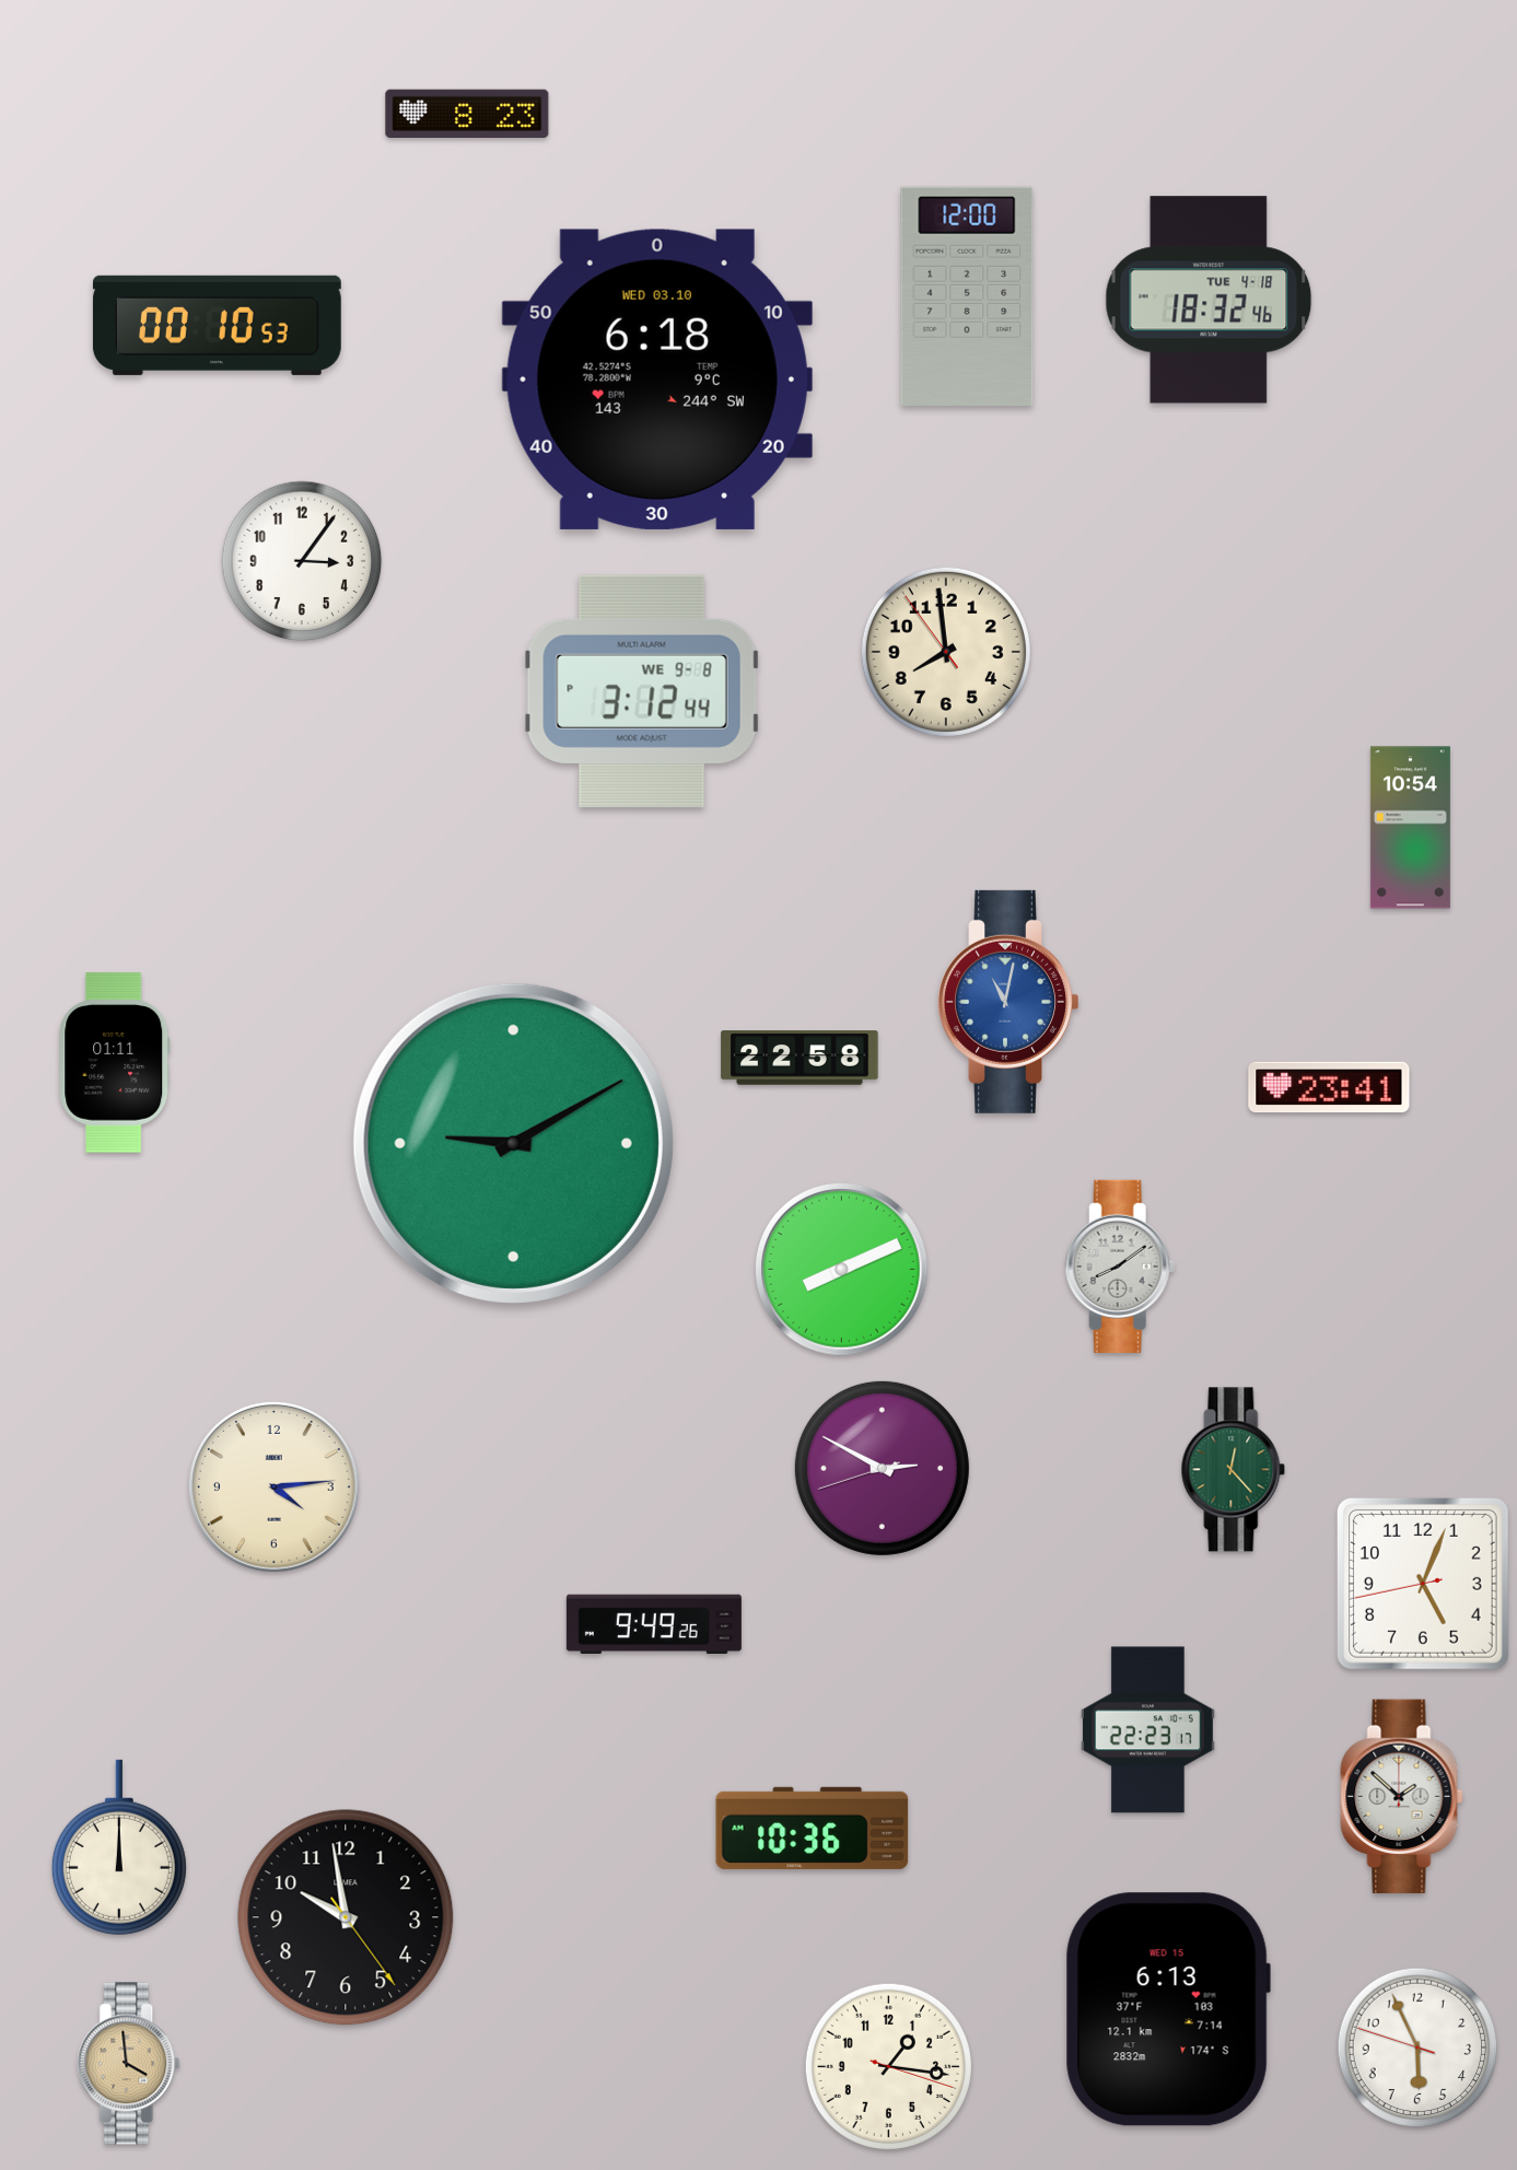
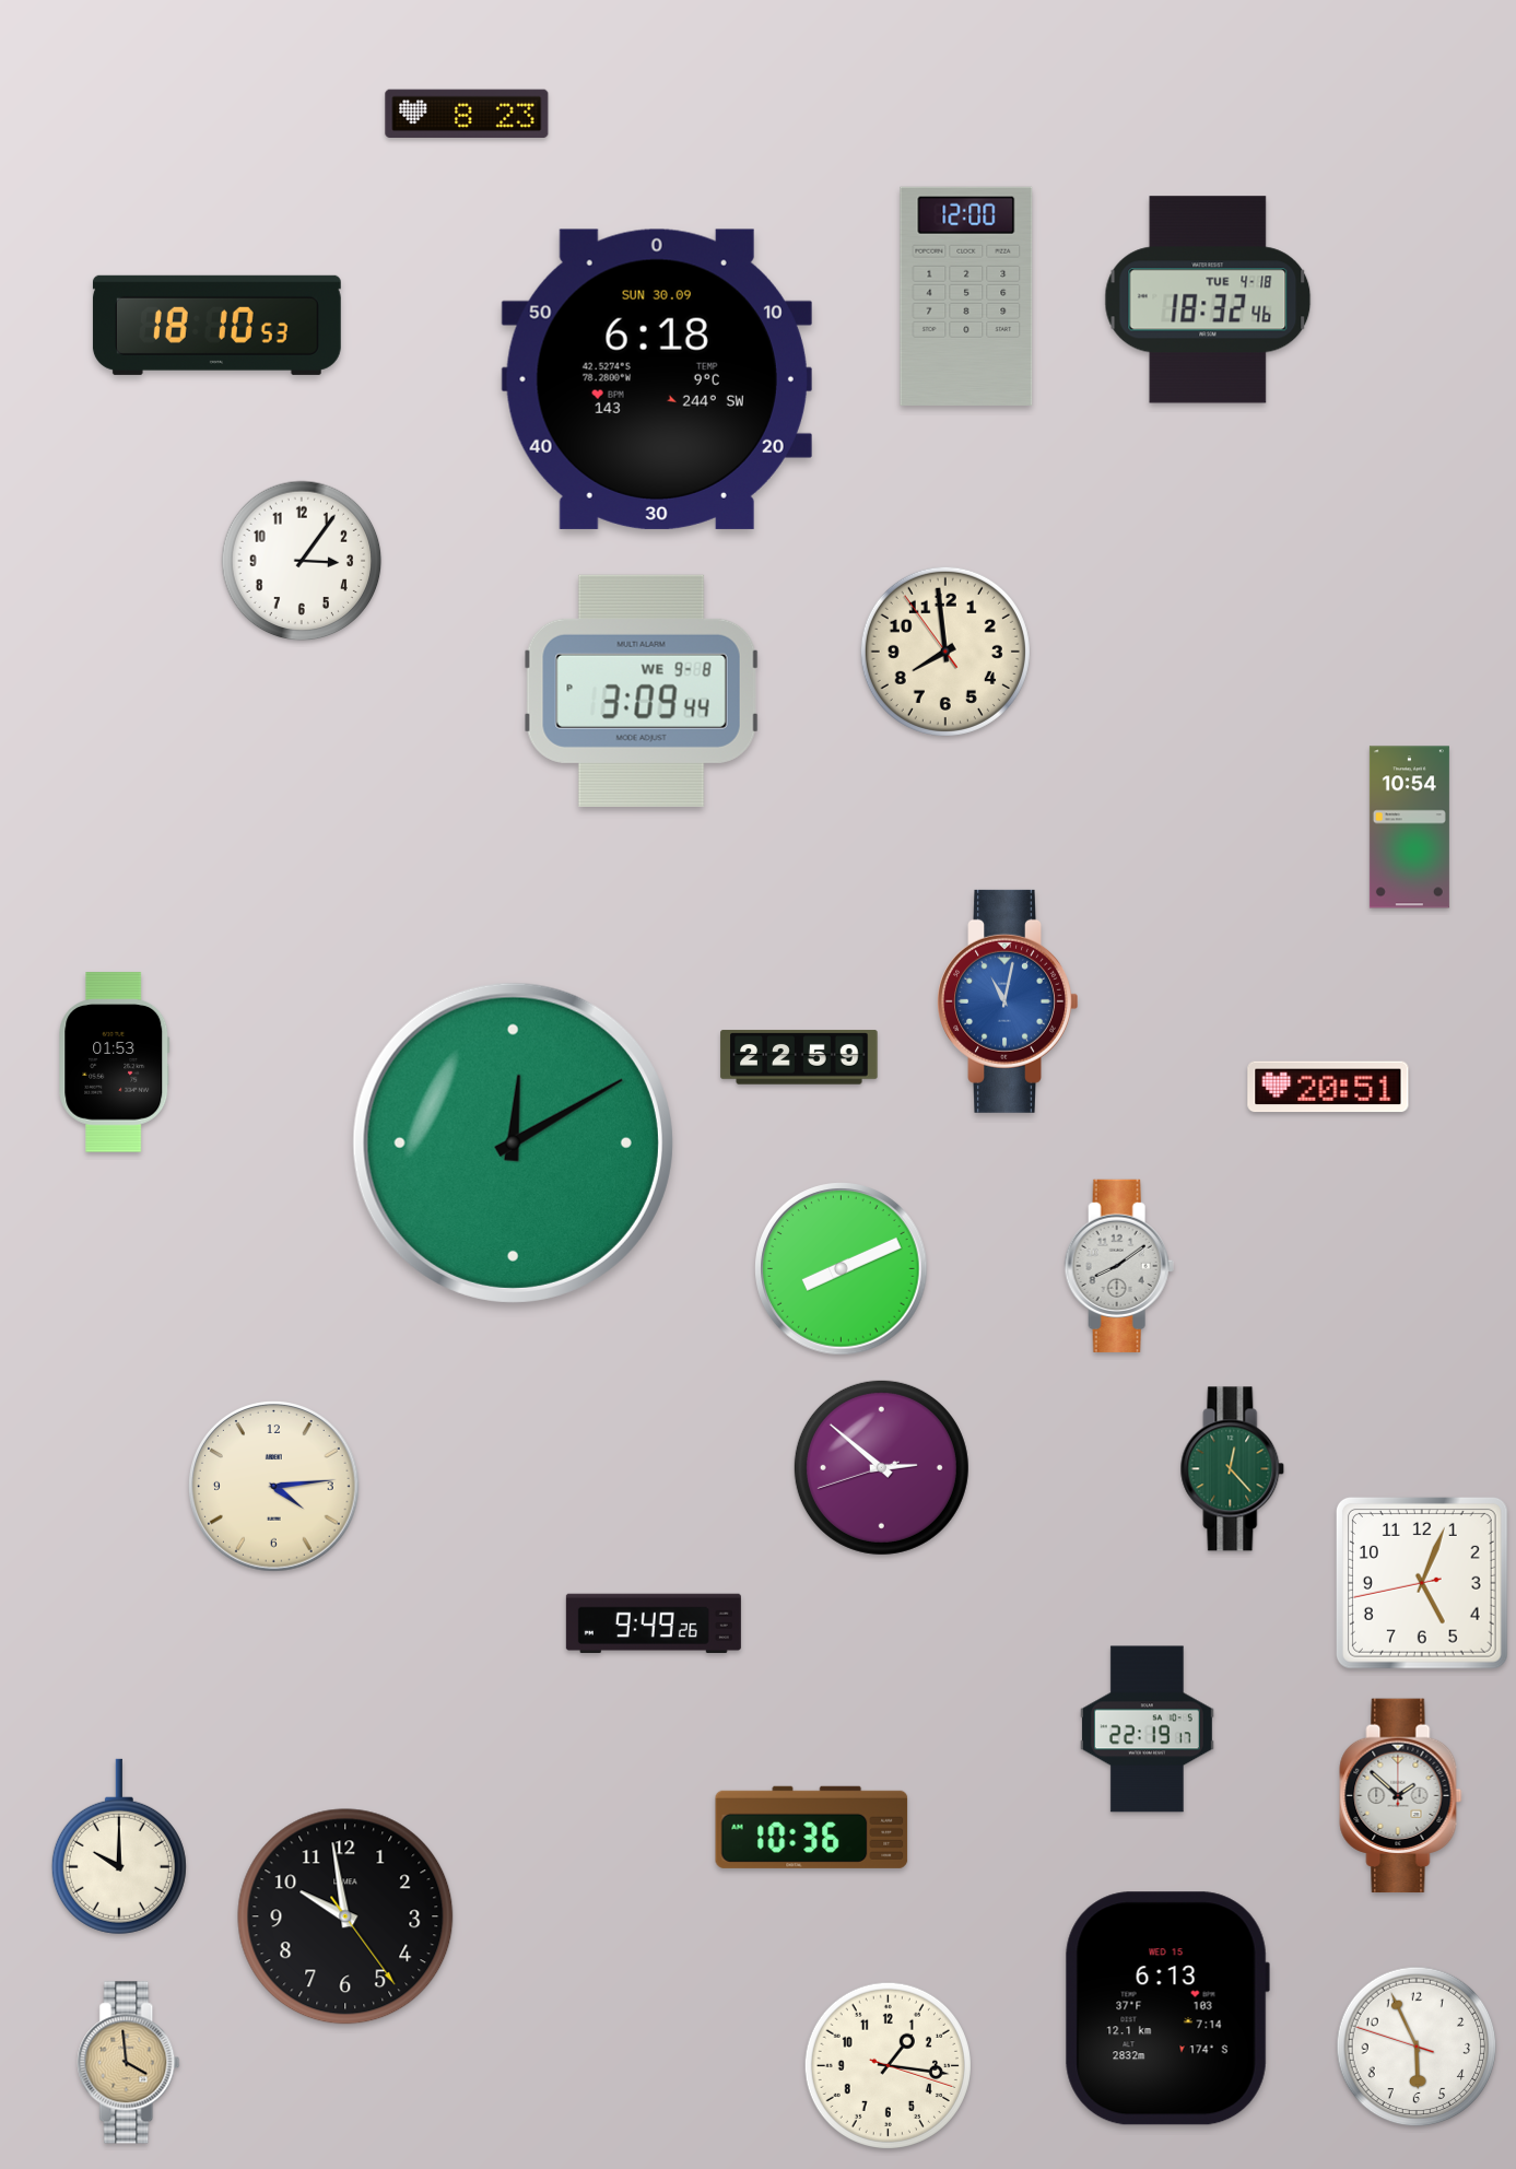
clock at (217, 325): 00:10 -> 18:10
clock at (657, 380) date: WED 03.10 -> SUN 30.09
clock at (642, 691): 3:12 -> 3:09
clock at (800, 1058): 22:58 -> 22:59
clock at (115, 1063): 01:11 -> 01:53
clock at (1329, 1087): 23:41 -> 20:51
clock at (513, 1143): 9:10 -> 12:10
clock at (882, 1468): 2:49 -> 2:51
clock at (1147, 1730): 22:23 -> 22:19
clock at (119, 1847): 12:00 -> 10:00
